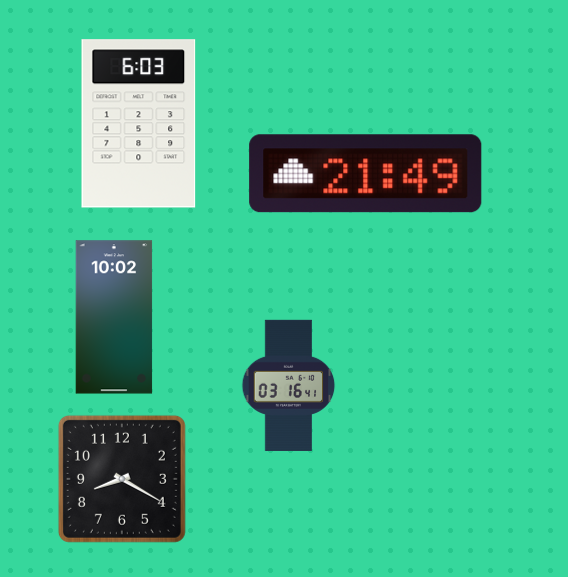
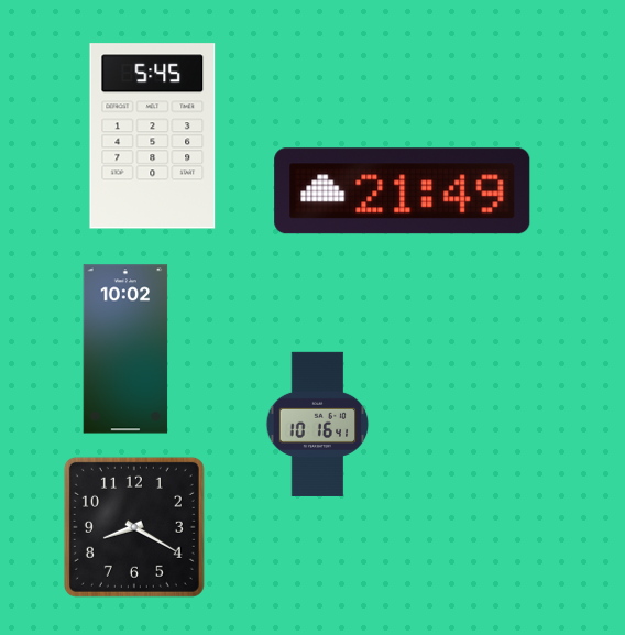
clock at (139, 124): 6:03 -> 5:45
clock at (289, 385): 03:16 -> 10:16
